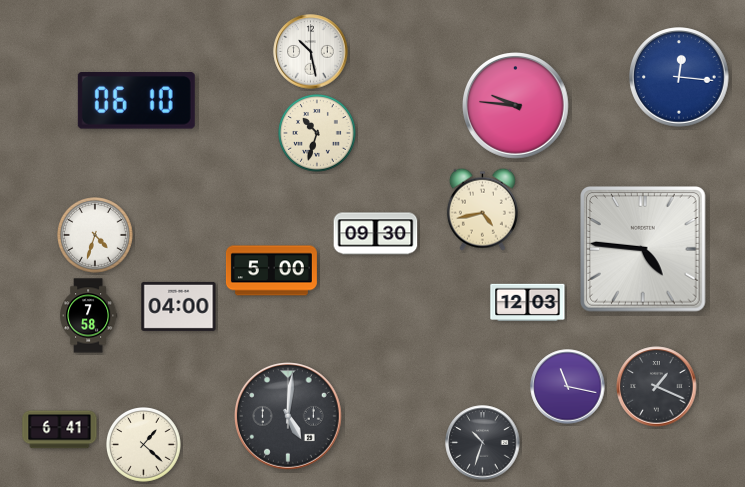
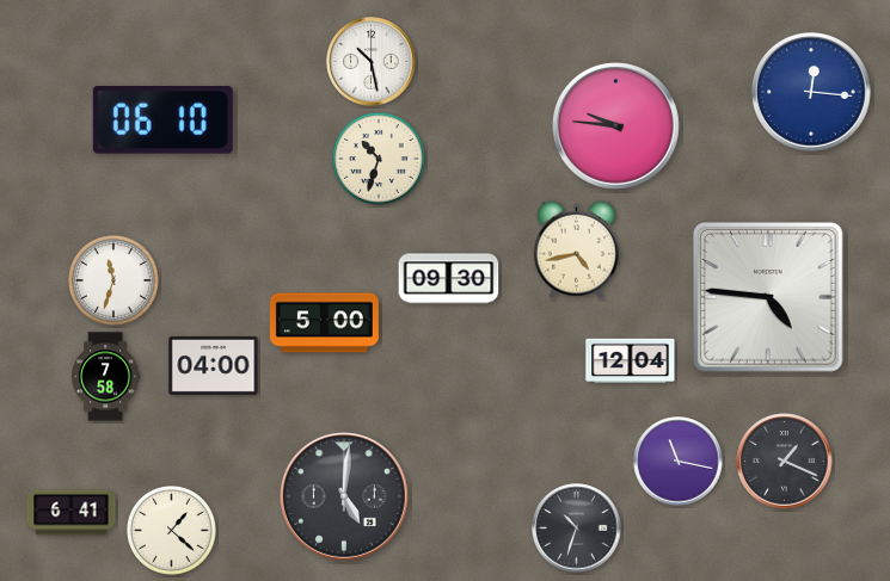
clock at (96, 236): 4:33 -> 11:33
clock at (528, 303): 12:03 -> 12:04
